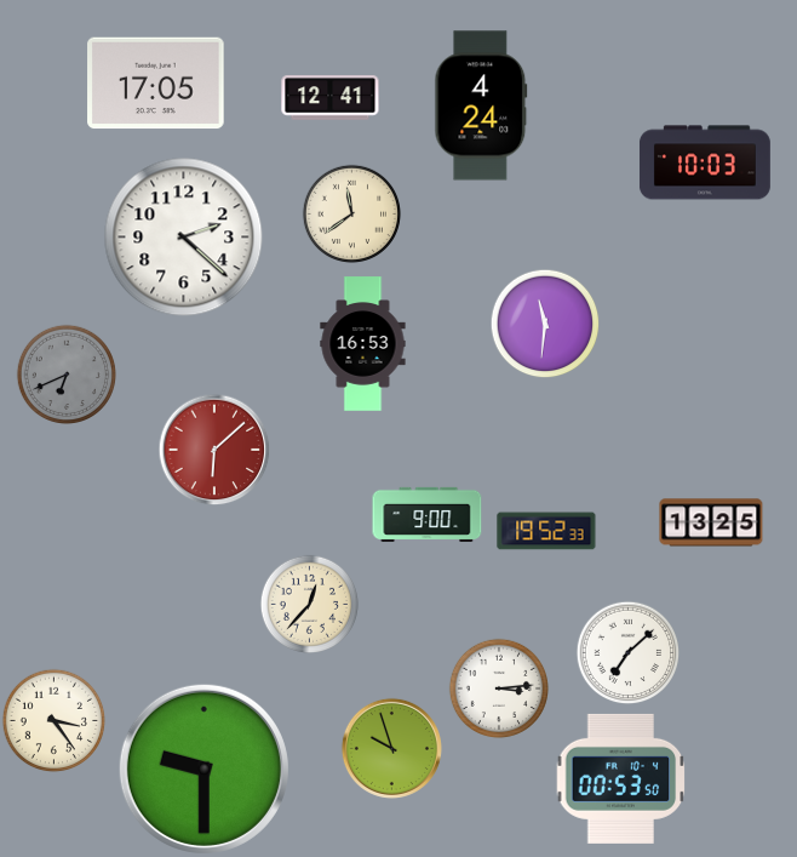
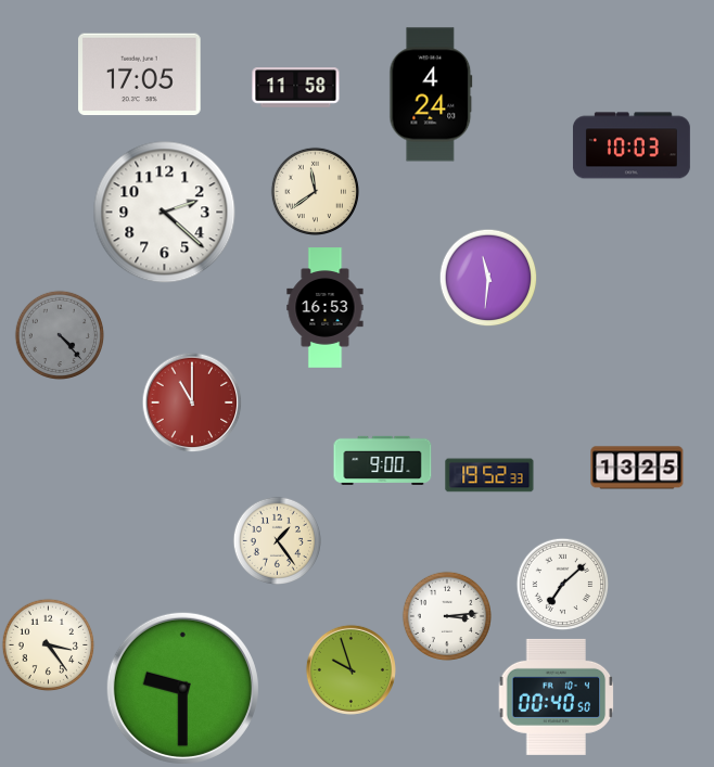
clock at (331, 98): 12:41 -> 11:58
clock at (545, 324) position: (545, 324) -> (488, 278)
clock at (65, 373): 6:41 -> 4:23
clock at (214, 450): 6:08 -> 11:00
clock at (309, 604): 12:37 -> 1:24
clock at (621, 778): 00:53 -> 00:40
